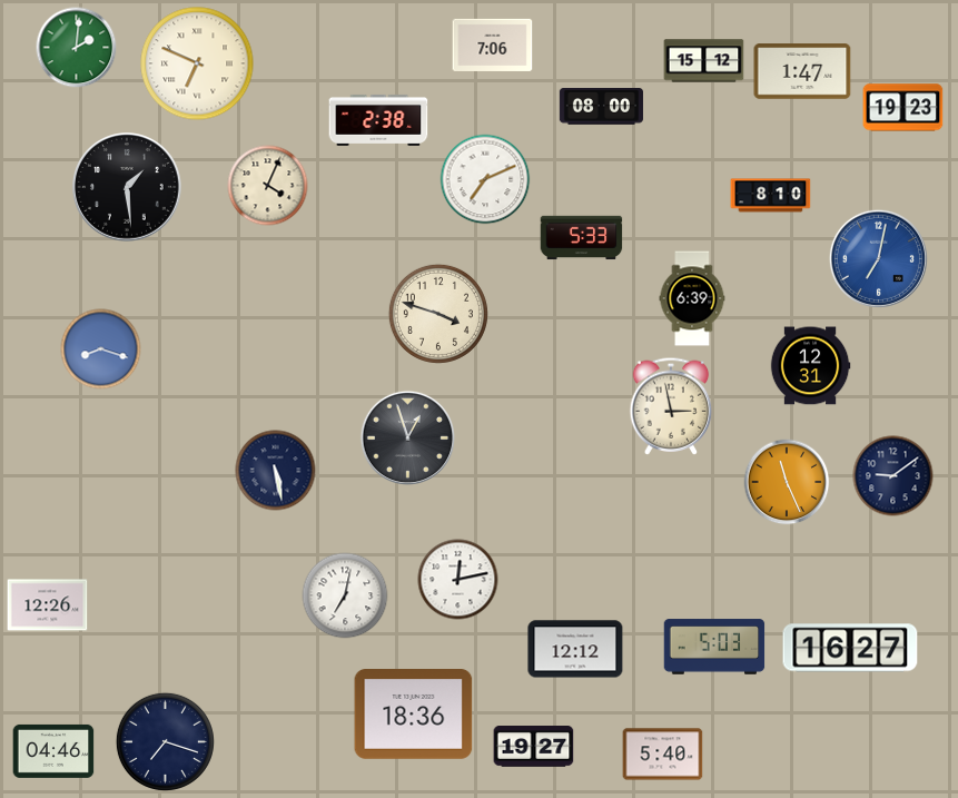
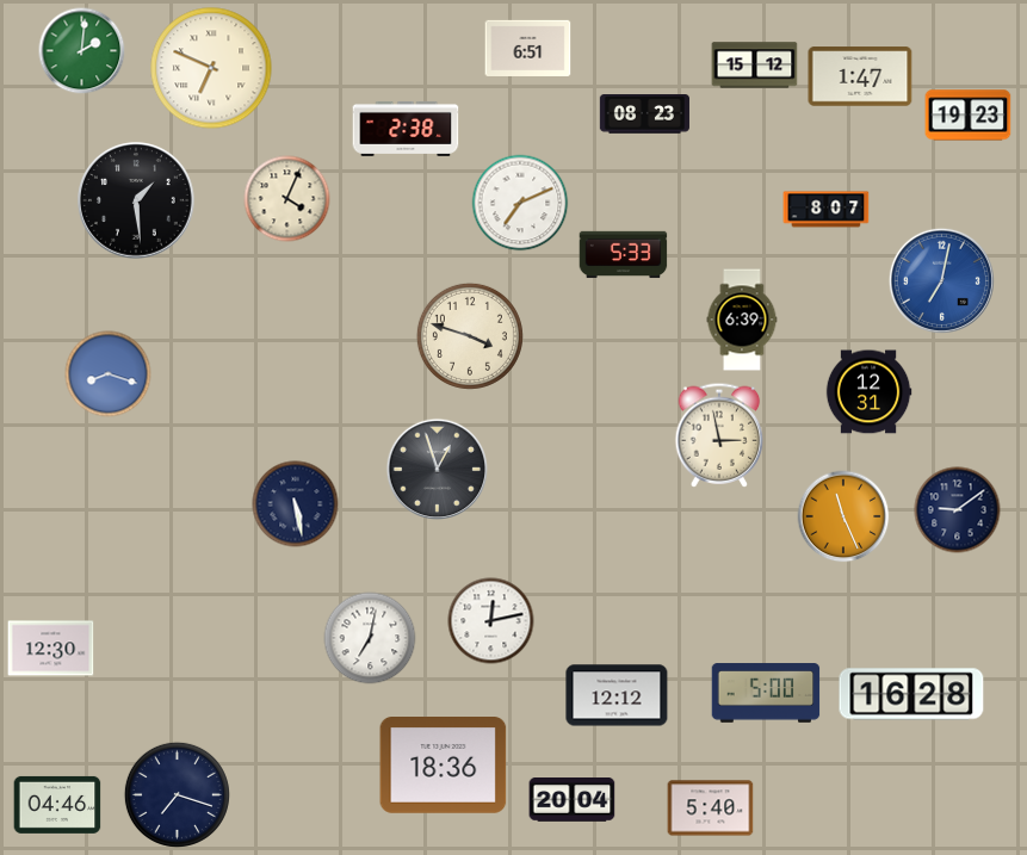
clock at (493, 45): 7:06 -> 6:51
clock at (601, 107): 08:00 -> 08:23
clock at (485, 179) position: (485, 179) -> (520, 203)
clock at (771, 196): 8:10 -> 8:07
clock at (878, 258) position: (878, 258) -> (941, 280)
clock at (48, 605): 12:26 -> 12:30
clock at (714, 647): 5:03 -> 5:00
clock at (850, 648): 16:27 -> 16:28
clock at (534, 747): 19:27 -> 20:04
